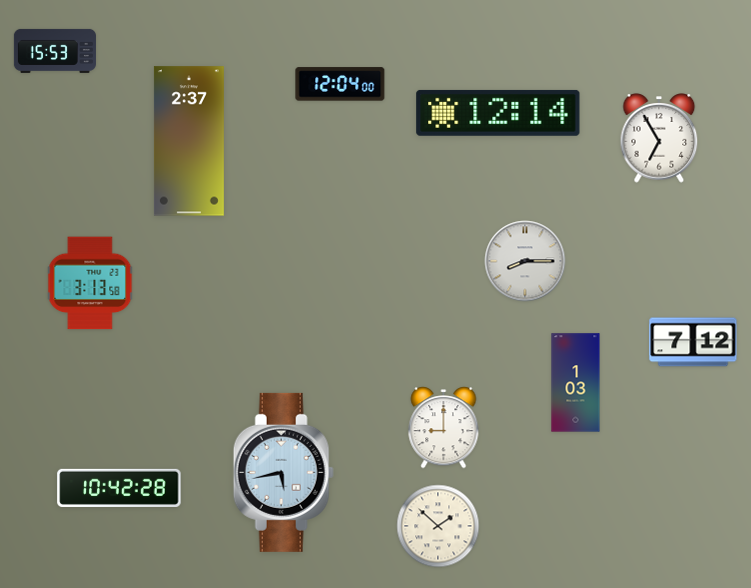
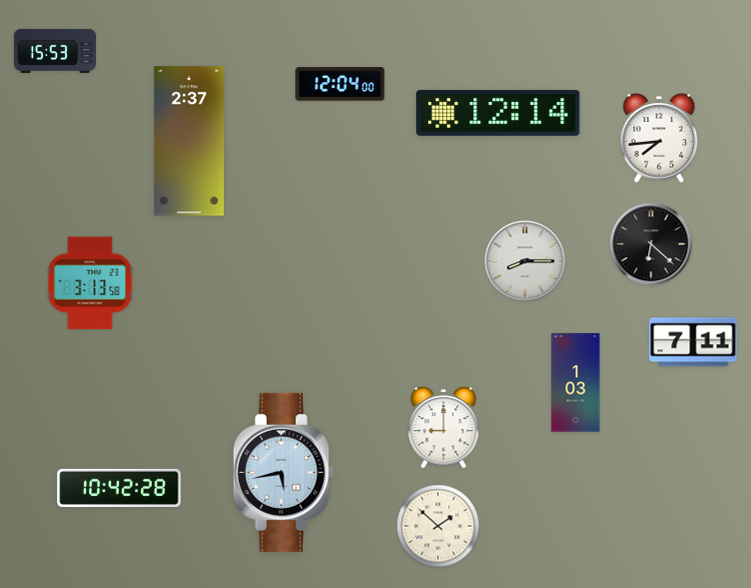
clock at (659, 138): 6:55 -> 7:44
clock at (651, 244): none -> 6:22
clock at (693, 342): 7:12 -> 7:11
